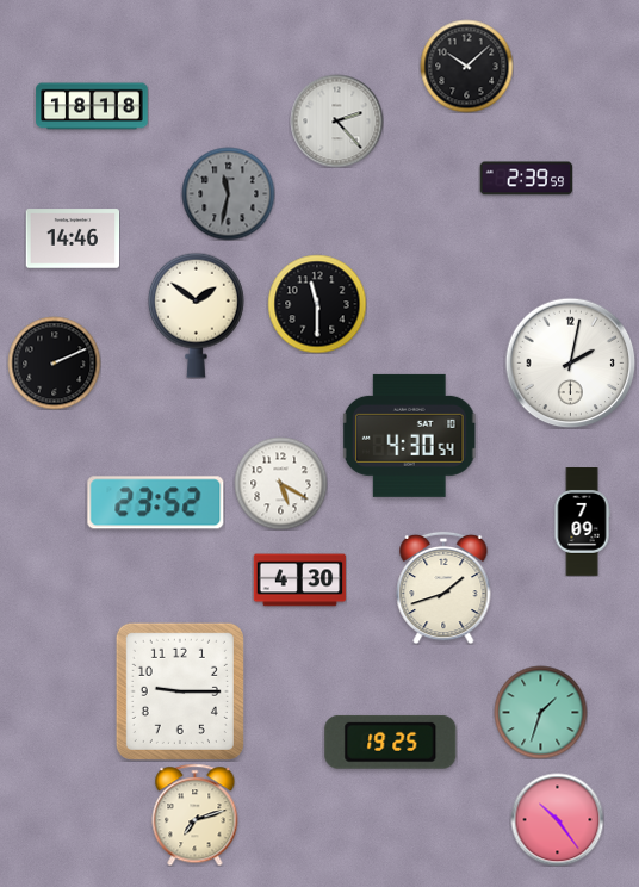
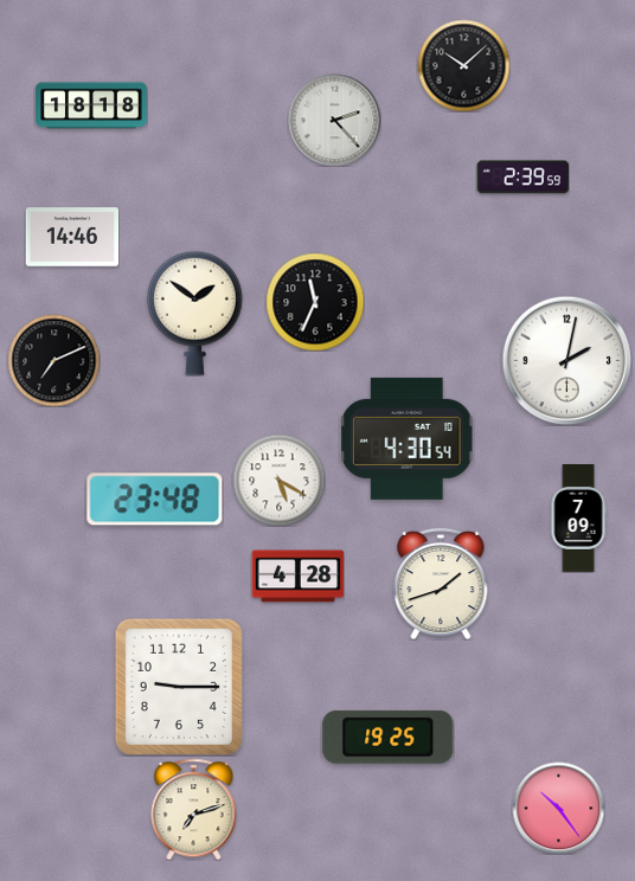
clock at (228, 193): 11:32 -> none
clock at (317, 304): 11:30 -> 11:34
clock at (54, 362): 2:11 -> 7:11
clock at (409, 435) position: (409, 435) -> (406, 438)
clock at (156, 503): 23:52 -> 23:48
clock at (299, 581): 4:30 -> 4:28
clock at (540, 712): 1:33 -> none
clock at (557, 819) position: (557, 819) -> (558, 808)
